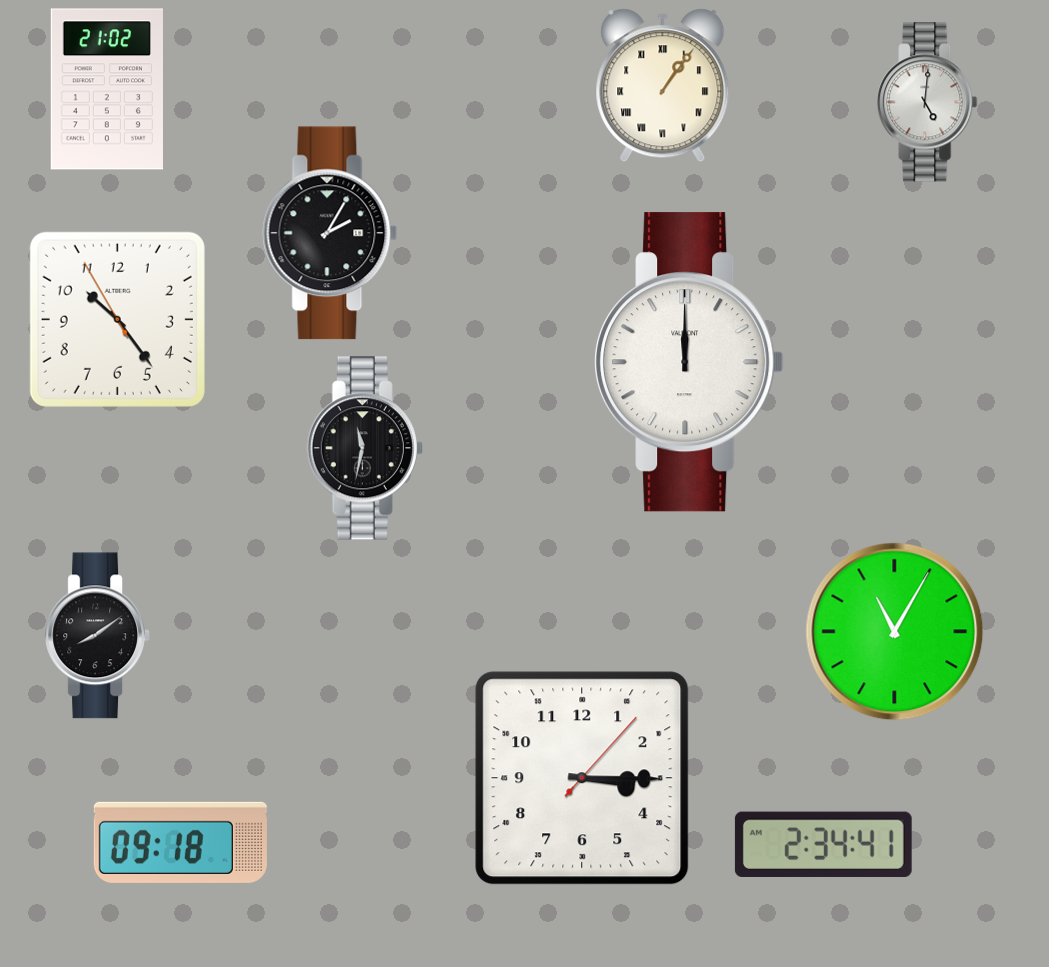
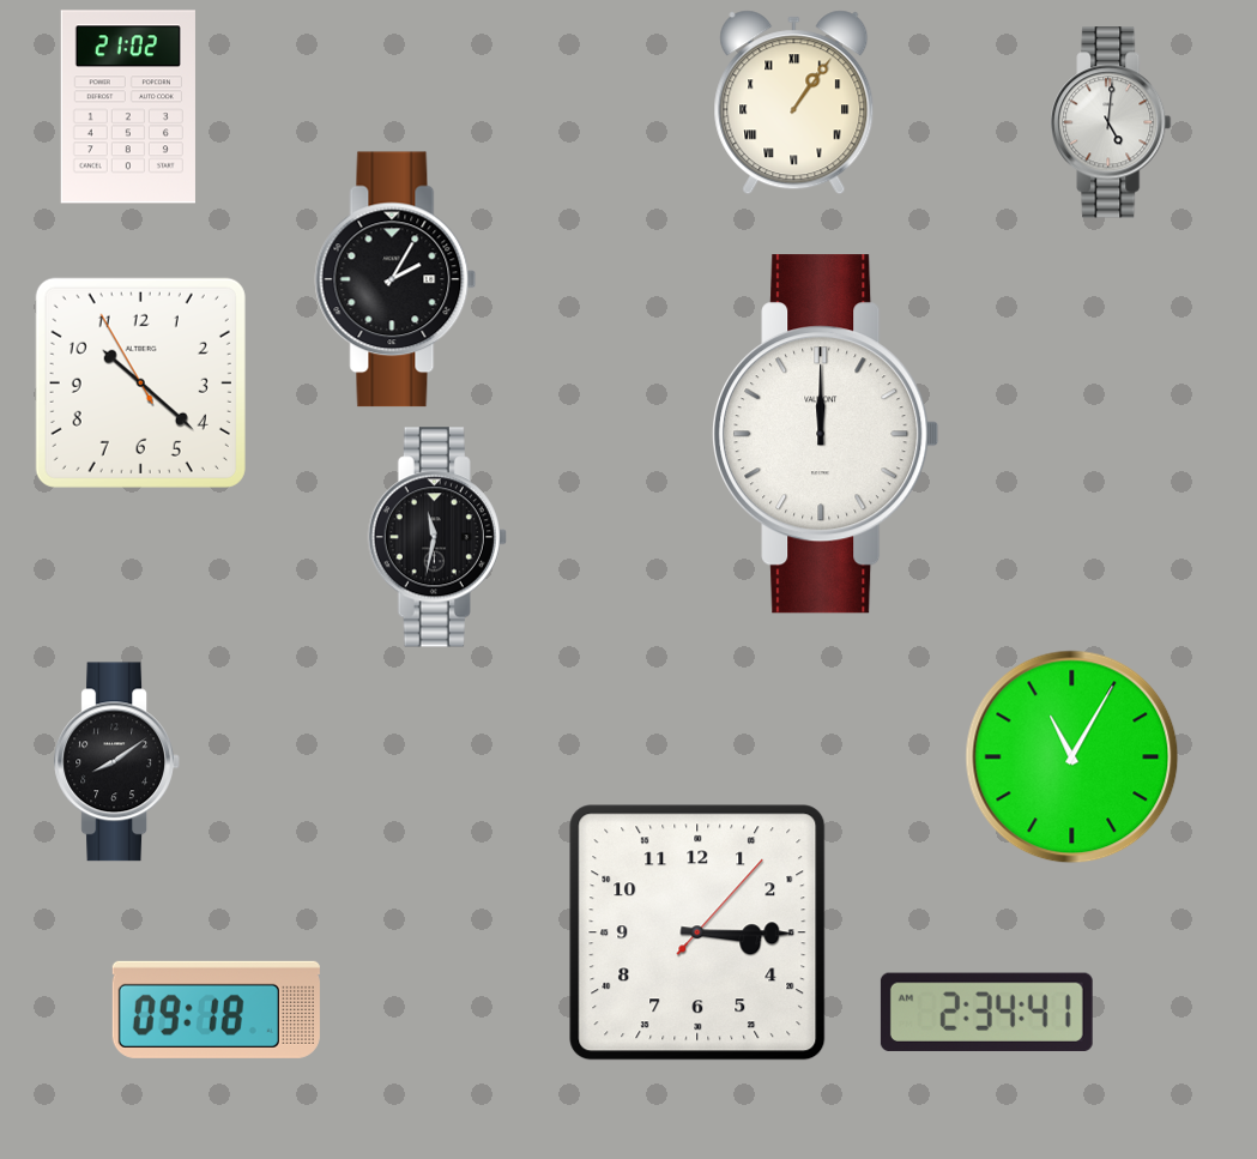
clock at (117, 319): 10:23 -> 10:21
